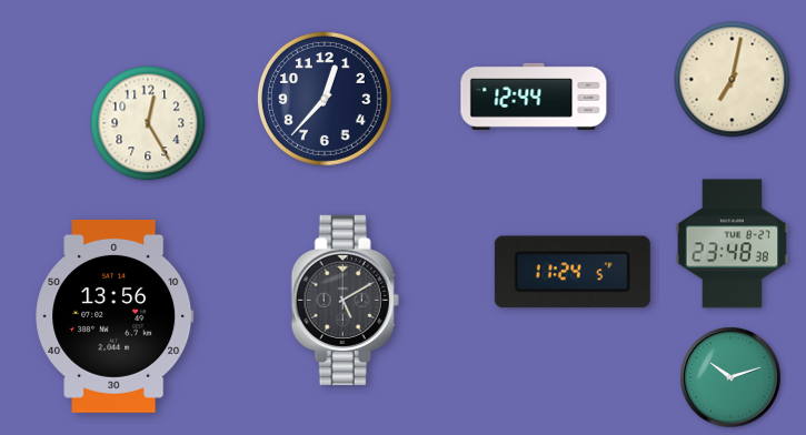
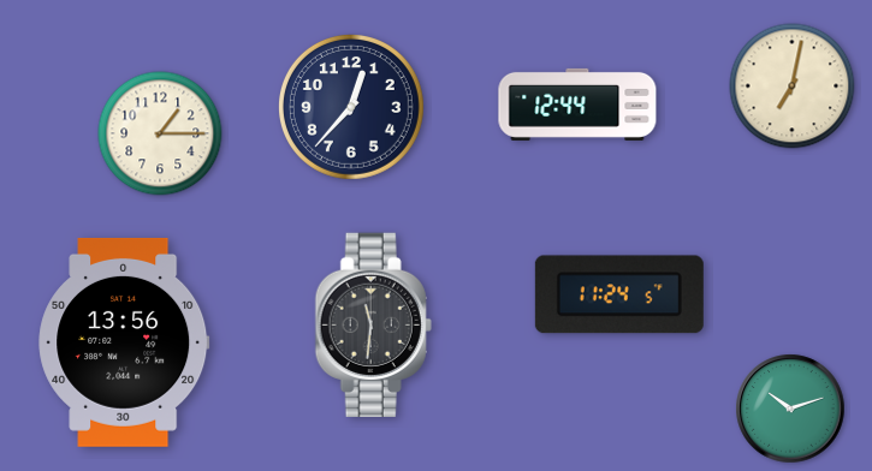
clock at (148, 123): 12:25 -> 1:15
clock at (733, 244): 23:48 -> none
clock at (345, 300): 5:10 -> 11:31
